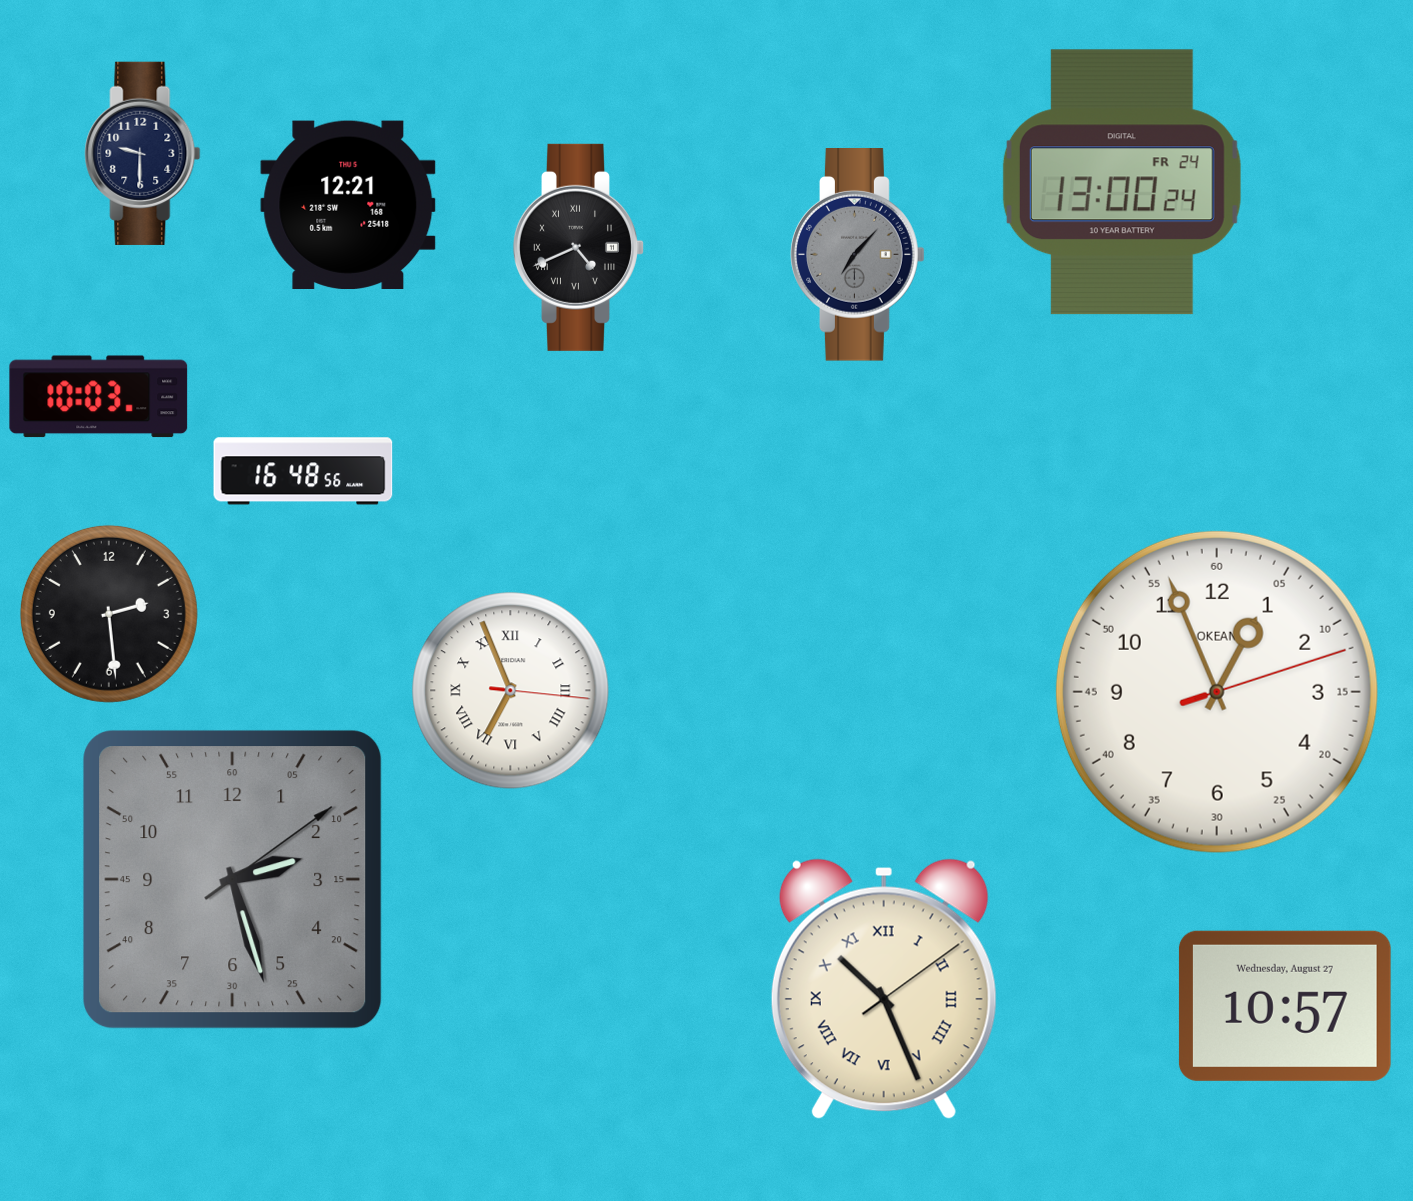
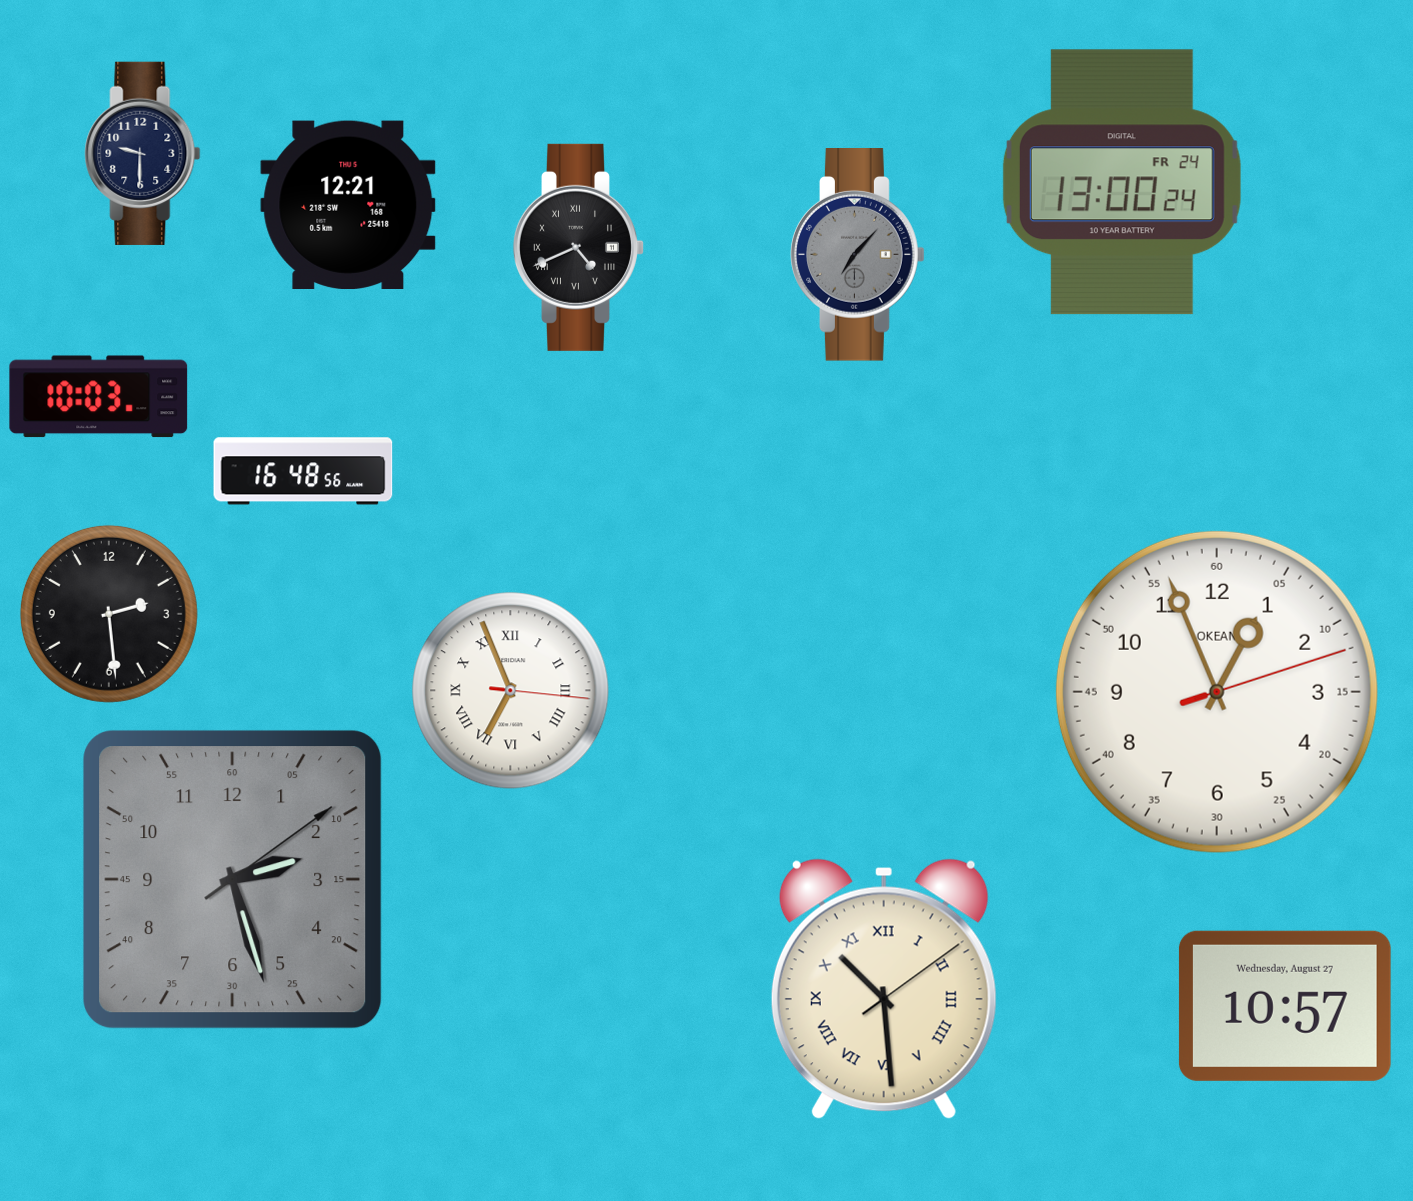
clock at (884, 989): 10:26 -> 10:29
